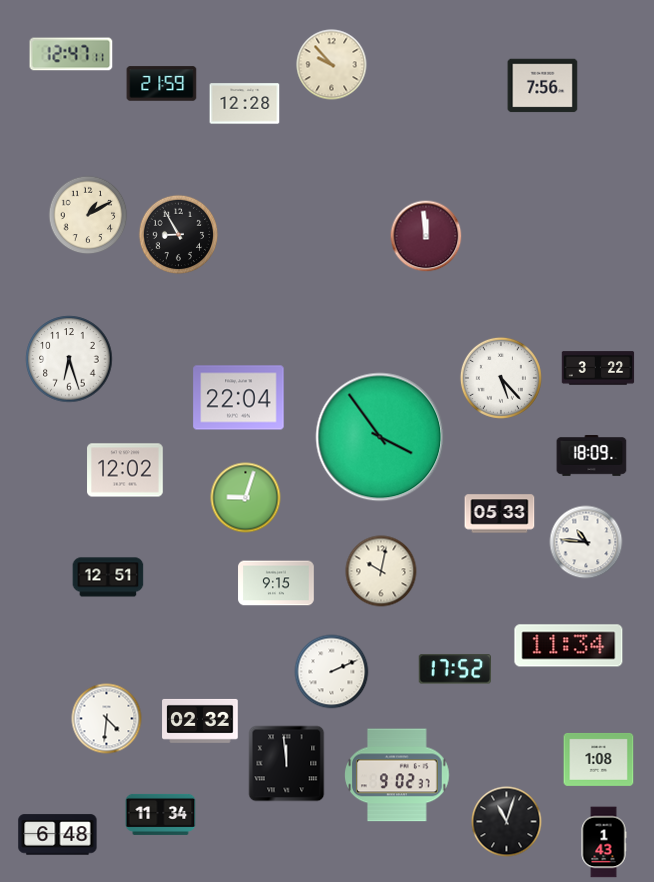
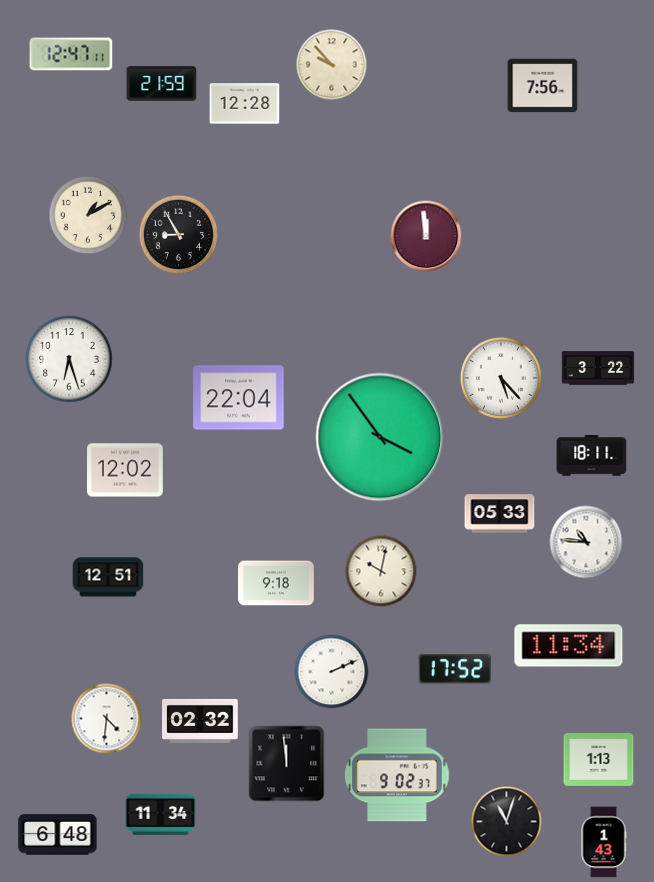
clock at (592, 456): 18:09 -> 18:11
clock at (246, 498): 9:03 -> none
clock at (276, 583): 9:15 -> 9:18
clock at (599, 759): 1:08 -> 1:13
